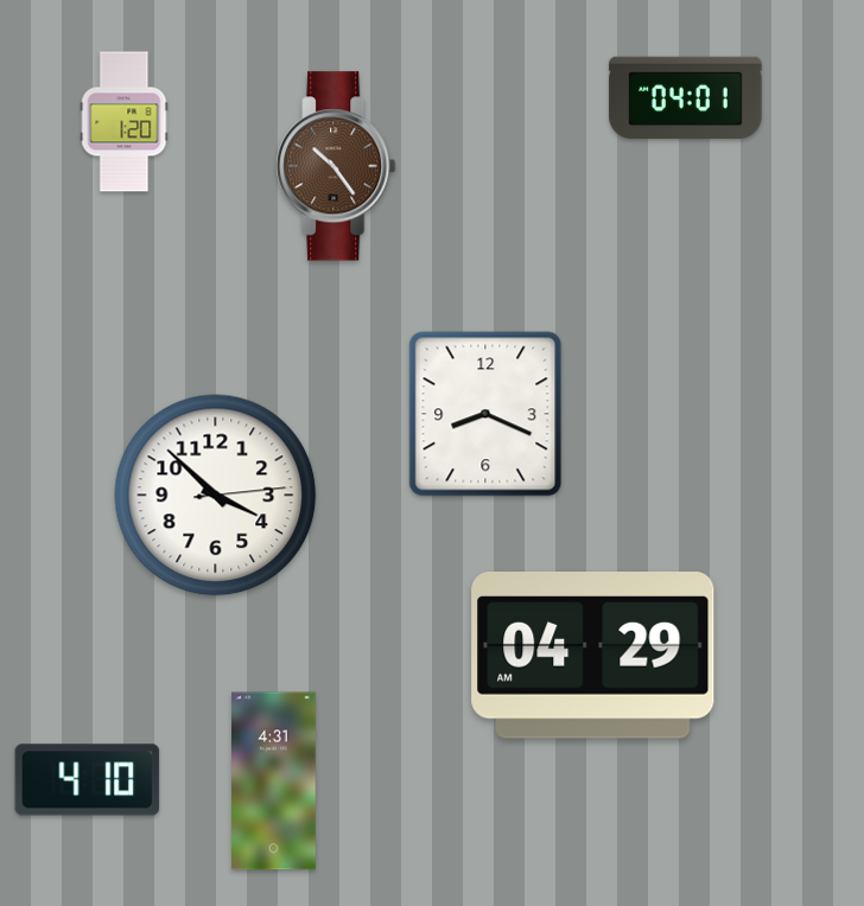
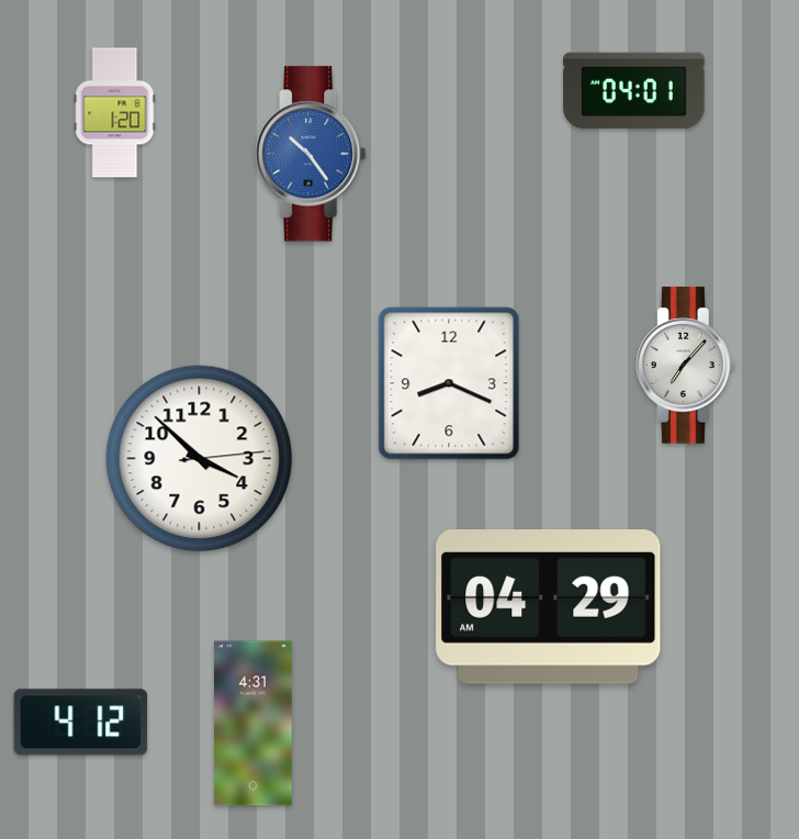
clock at (336, 166) dial: brown -> blue
clock at (686, 366): none -> 7:07
clock at (88, 780): 4:10 -> 4:12
